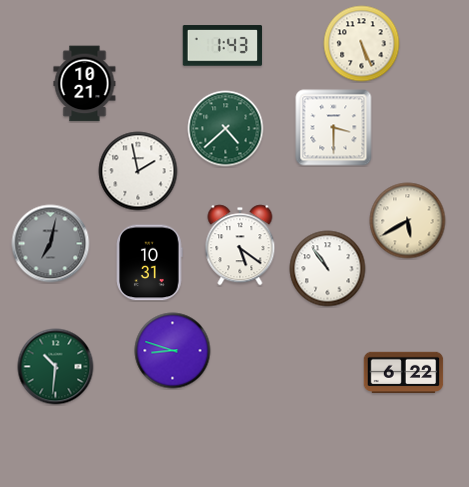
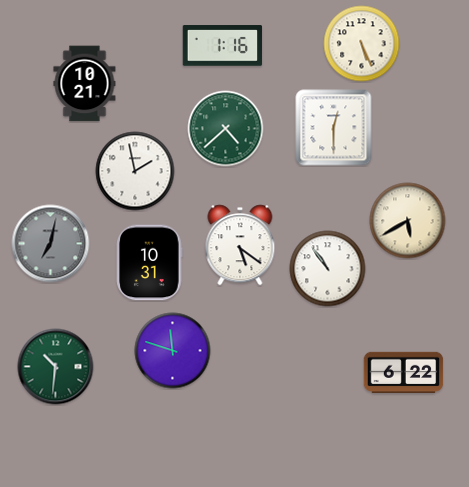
clock at (223, 46): 1:43 -> 1:16
clock at (334, 128): 3:30 -> 12:30
clock at (138, 171) position: (138, 171) -> (135, 171)
clock at (173, 351): 8:48 -> 11:48
